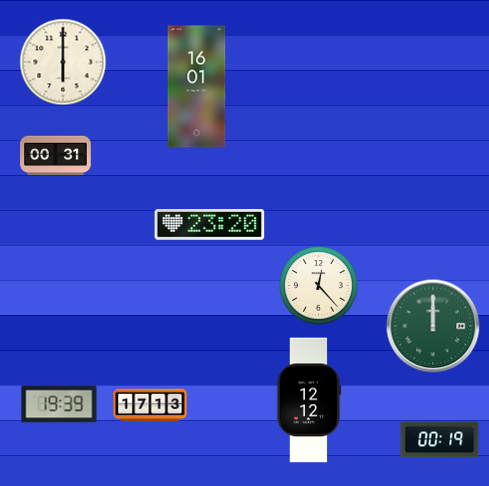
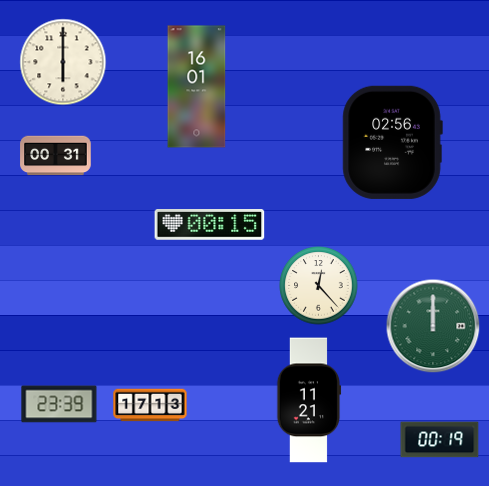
clock at (392, 142): none -> 02:56
clock at (210, 225): 23:20 -> 00:15
clock at (309, 400): 12:12 -> 11:21
clock at (59, 404): 19:39 -> 23:39
